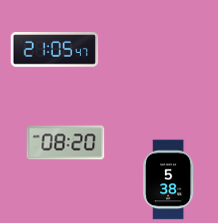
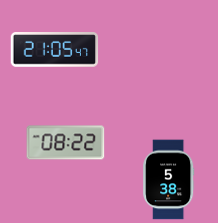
clock at (65, 143): 08:20 -> 08:22
